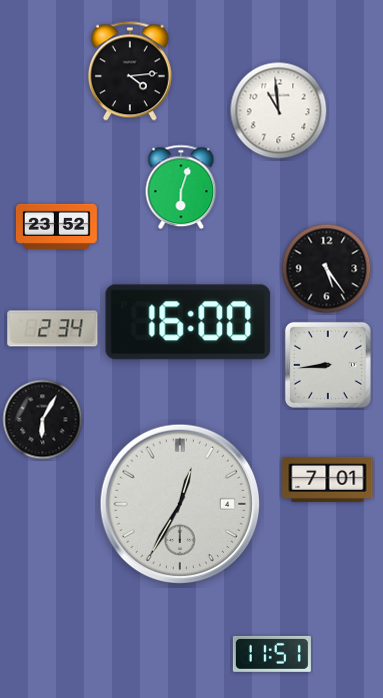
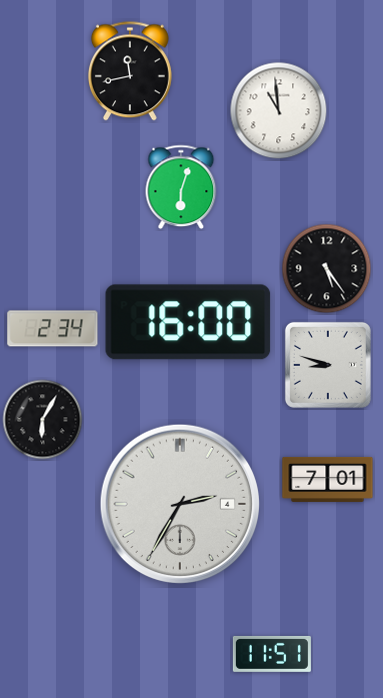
clock at (130, 71): 4:14 -> 11:43
clock at (56, 226): 23:52 -> none
clock at (328, 365): 8:44 -> 8:48
clock at (180, 504): 12:35 -> 2:35
